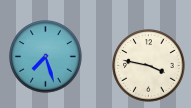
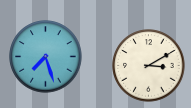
clock at (149, 66): 3:47 -> 3:10
